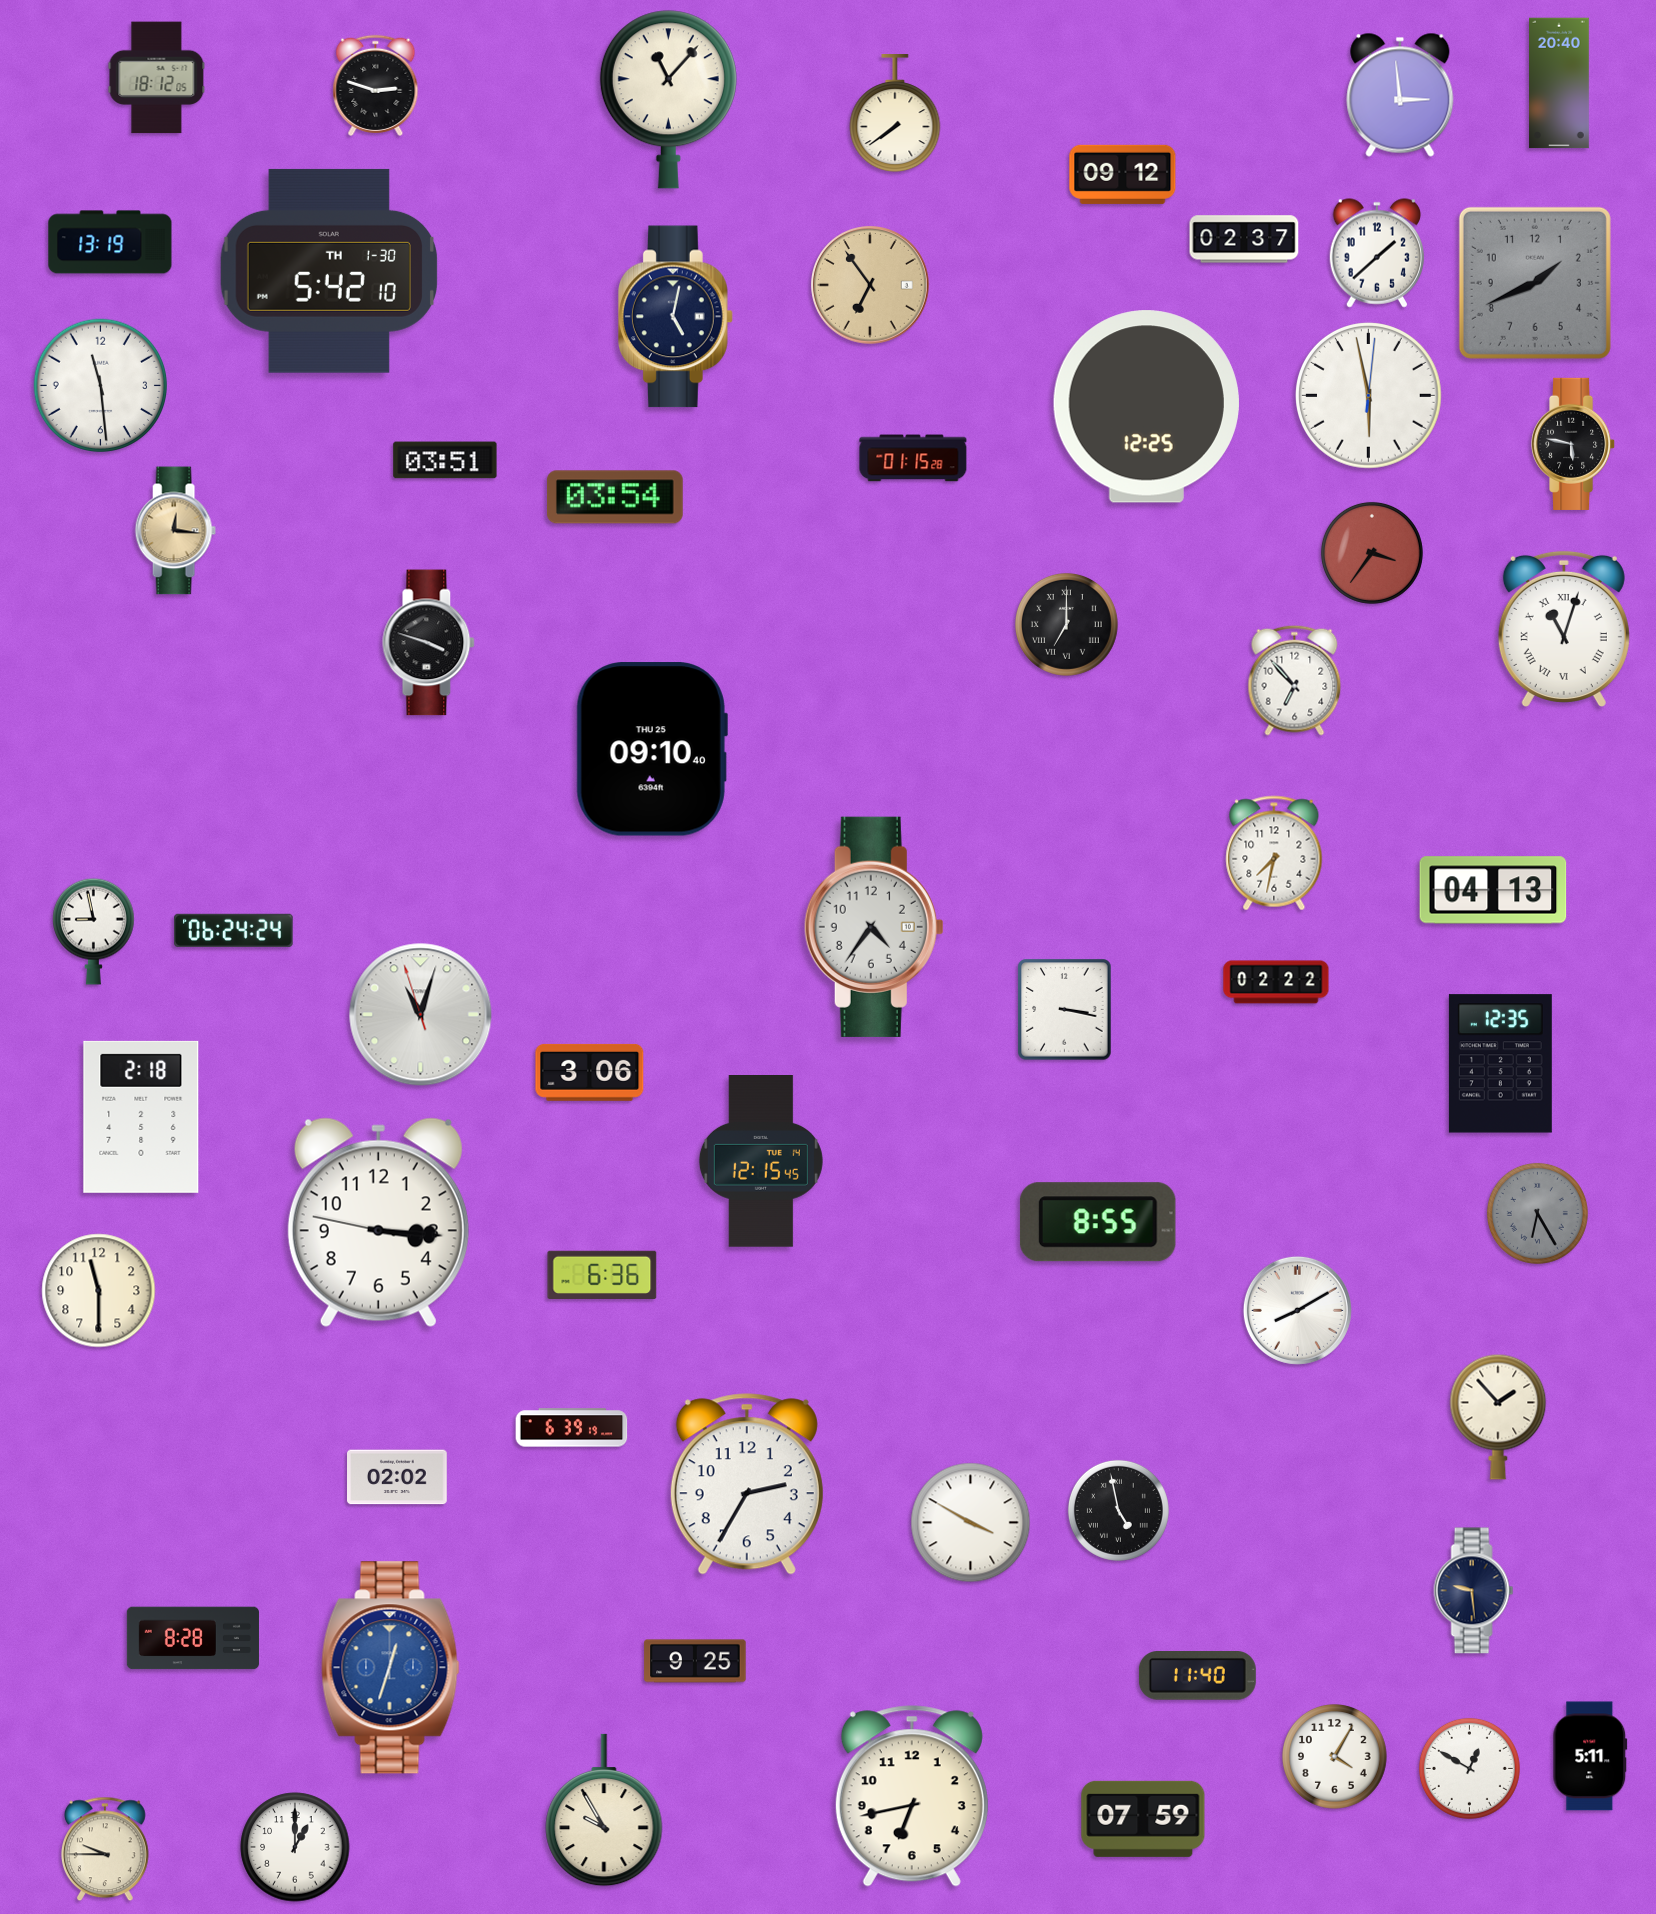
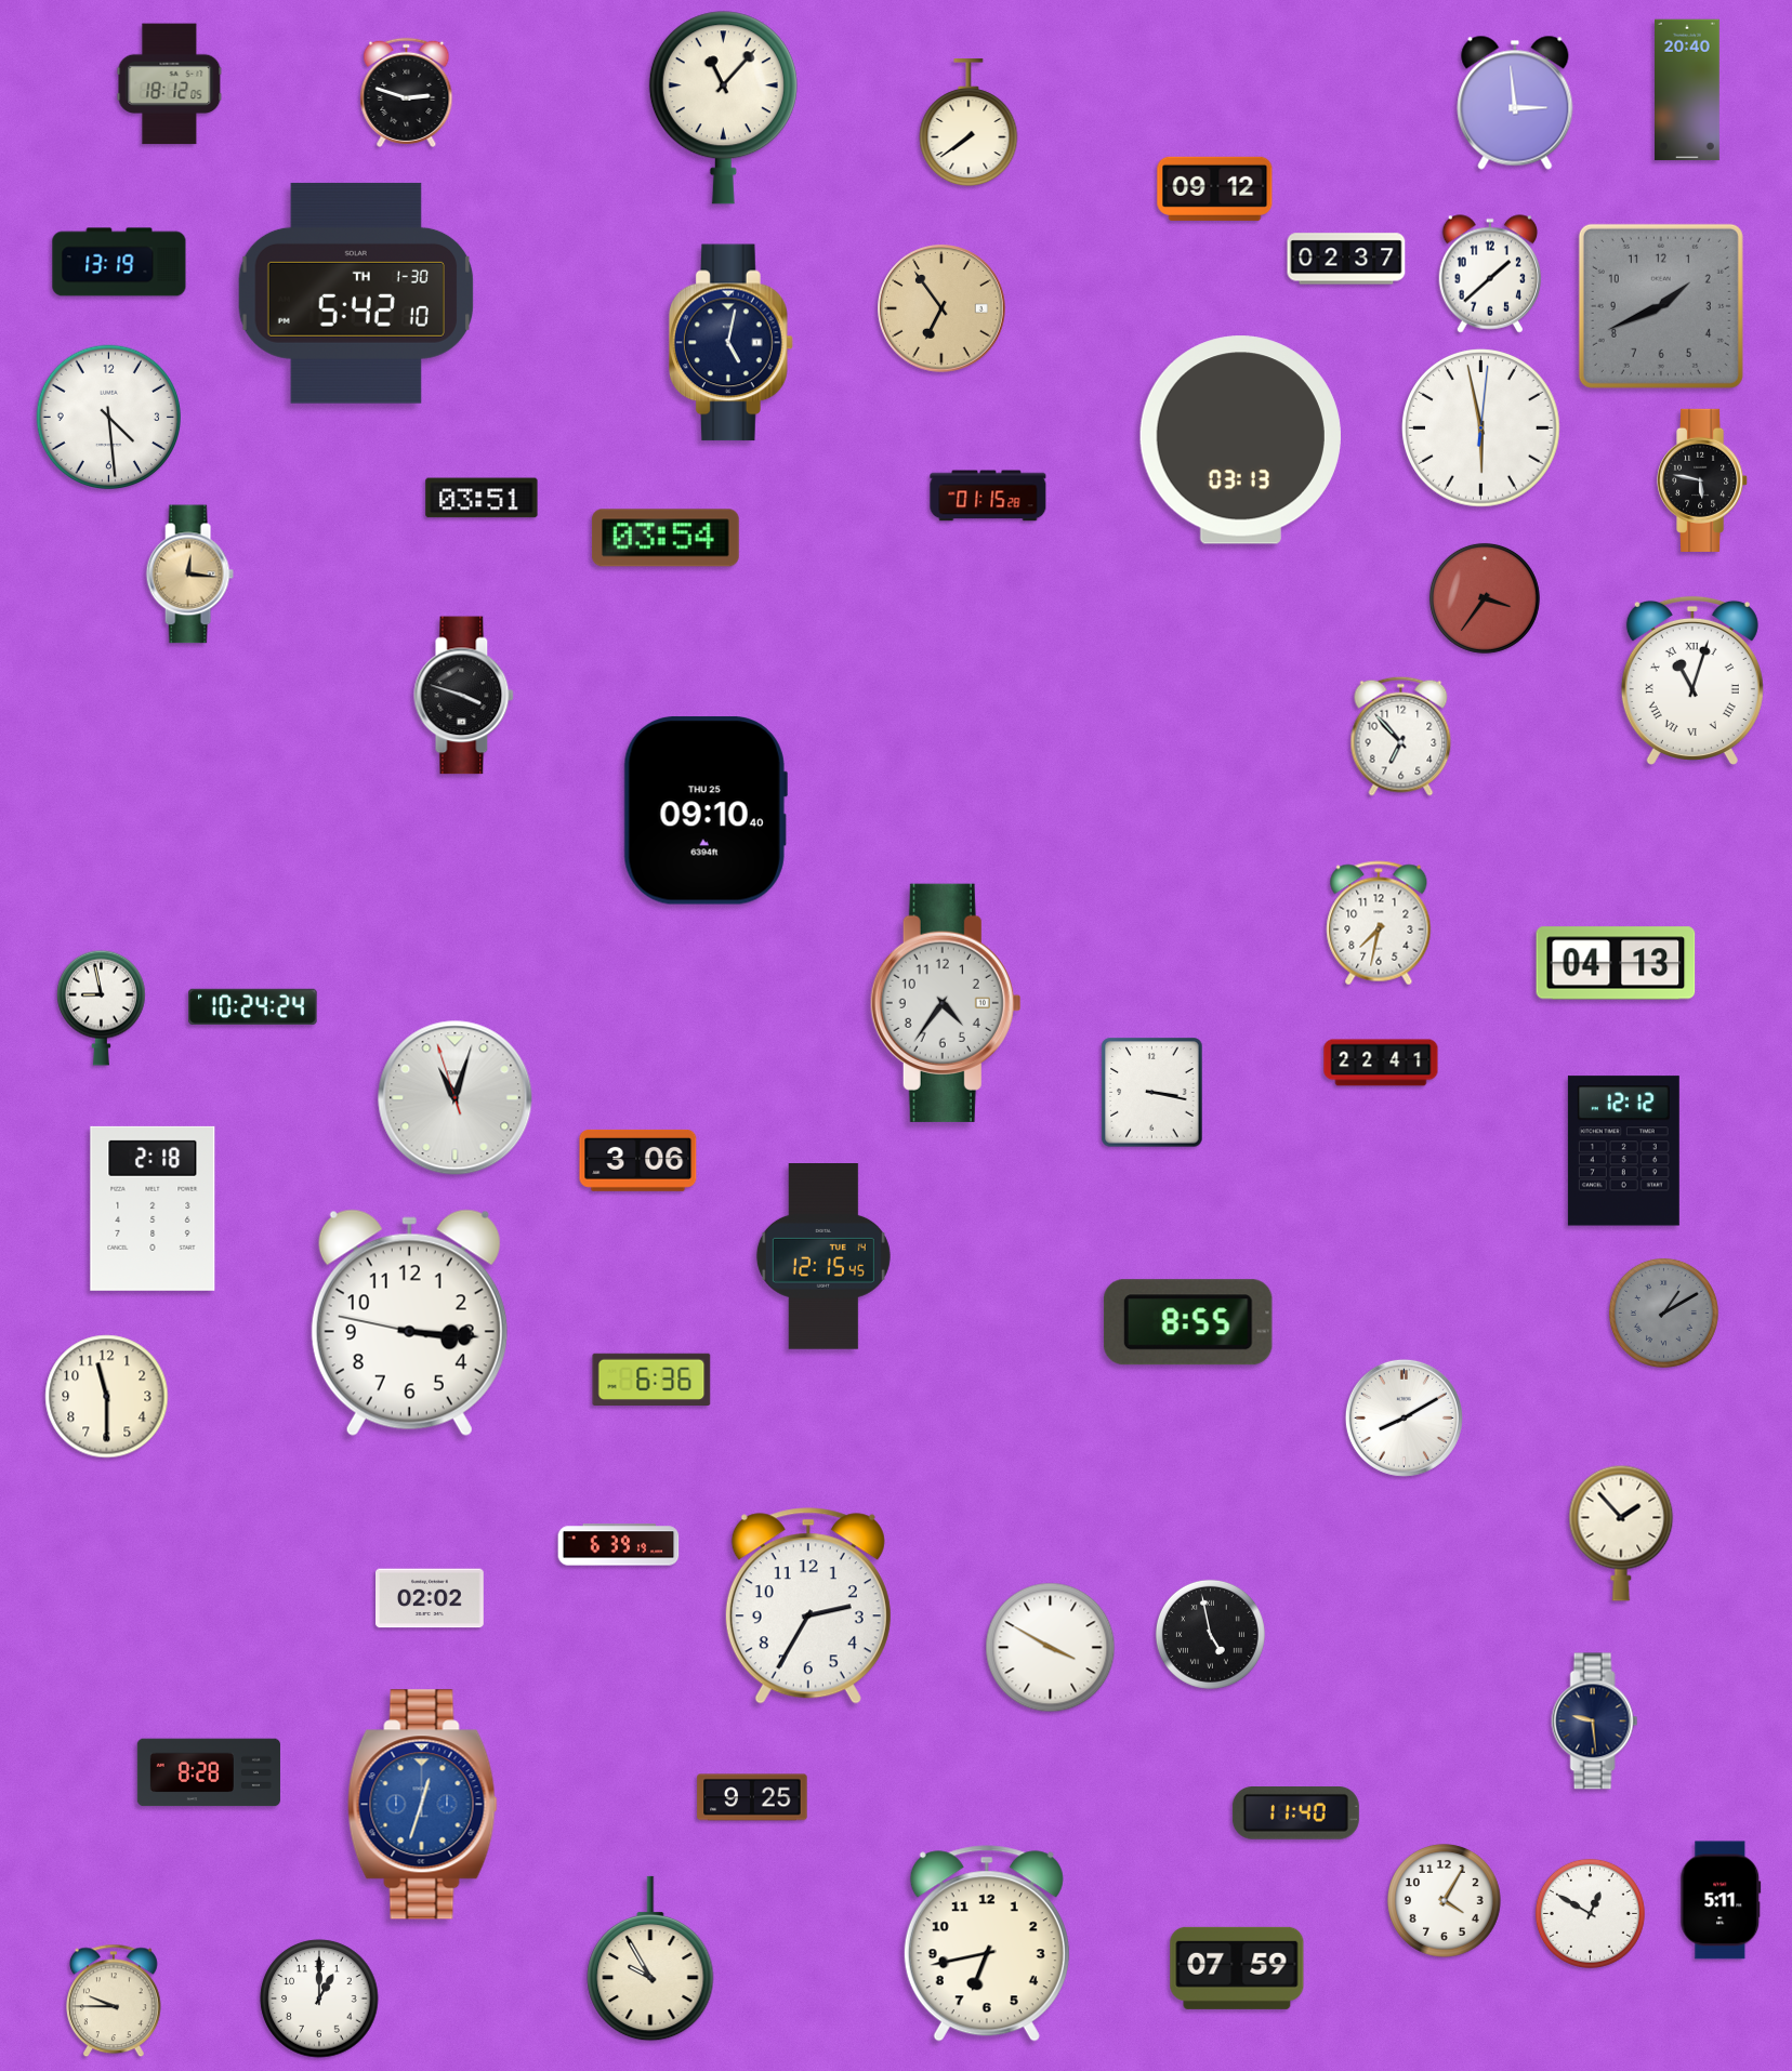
clock at (100, 385): 11:29 -> 4:29
clock at (1146, 407): 12:25 -> 03:13
clock at (1066, 624): 7:00 -> none
clock at (234, 930): 06:24 -> 10:24
clock at (1276, 982): 02:22 -> 22:41
clock at (1500, 1064): 12:35 -> 12:12
clock at (1537, 1213): 6:25 -> 1:10
clock at (604, 1810) position: (604, 1810) -> (650, 1958)
